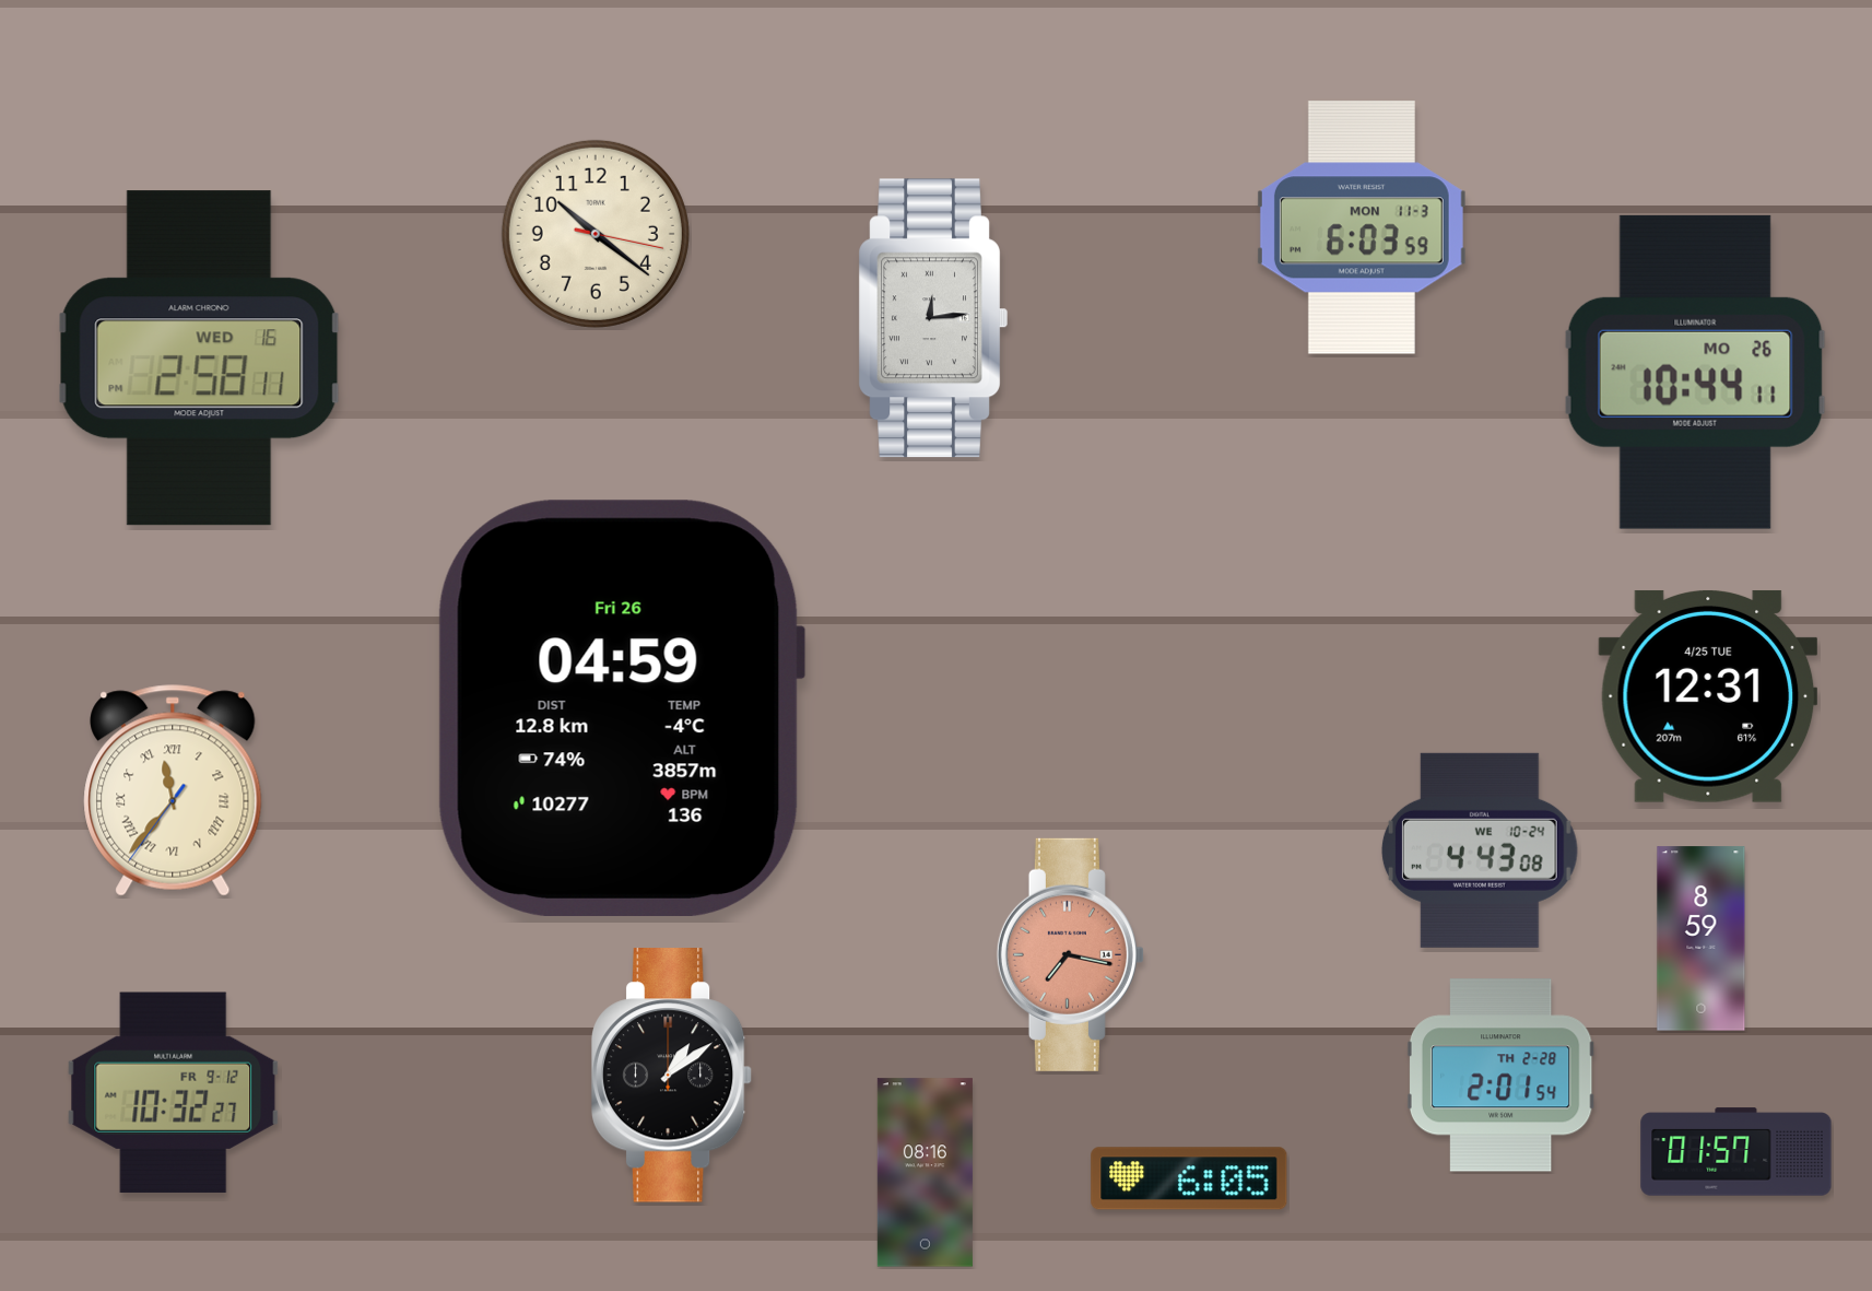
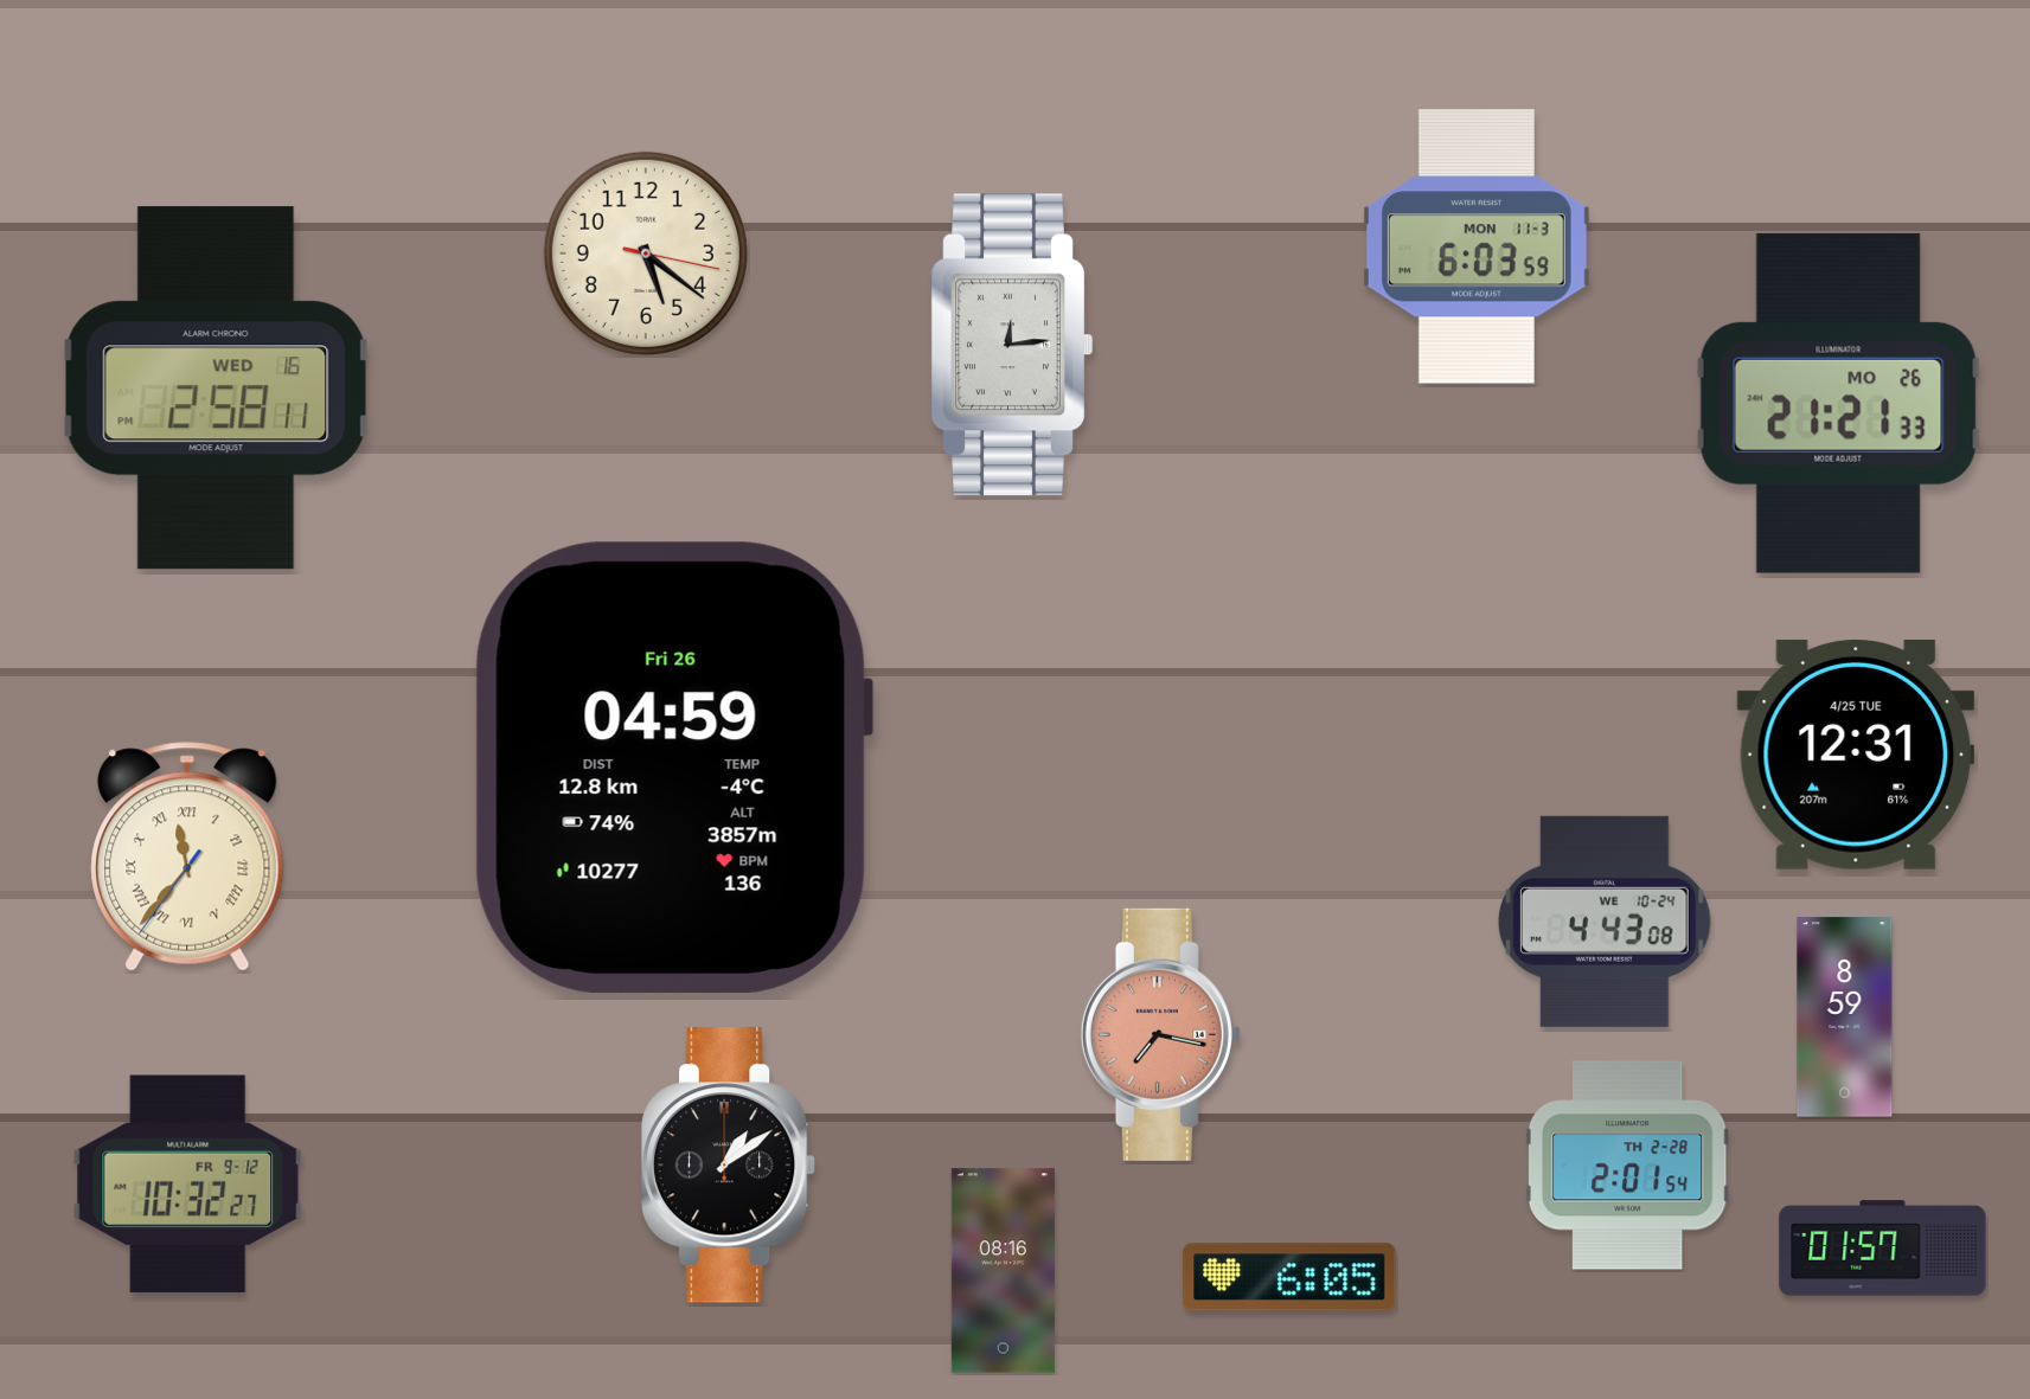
clock at (596, 234): 10:21 -> 5:21
clock at (1695, 372): 10:44 -> 21:21
clock at (1708, 696) position: (1708, 696) -> (1856, 755)
